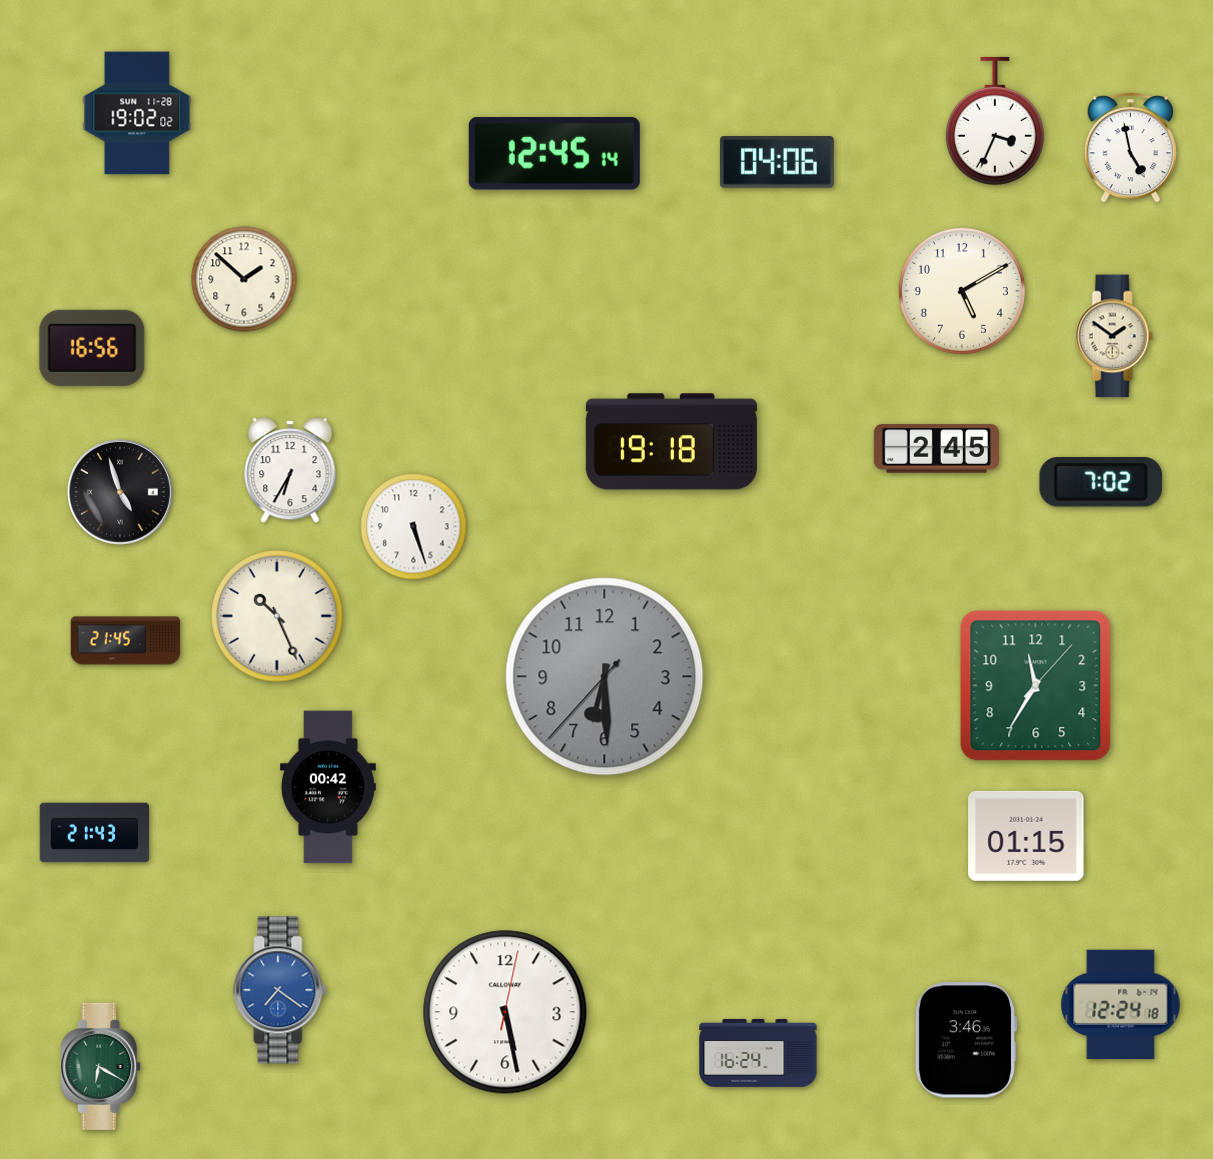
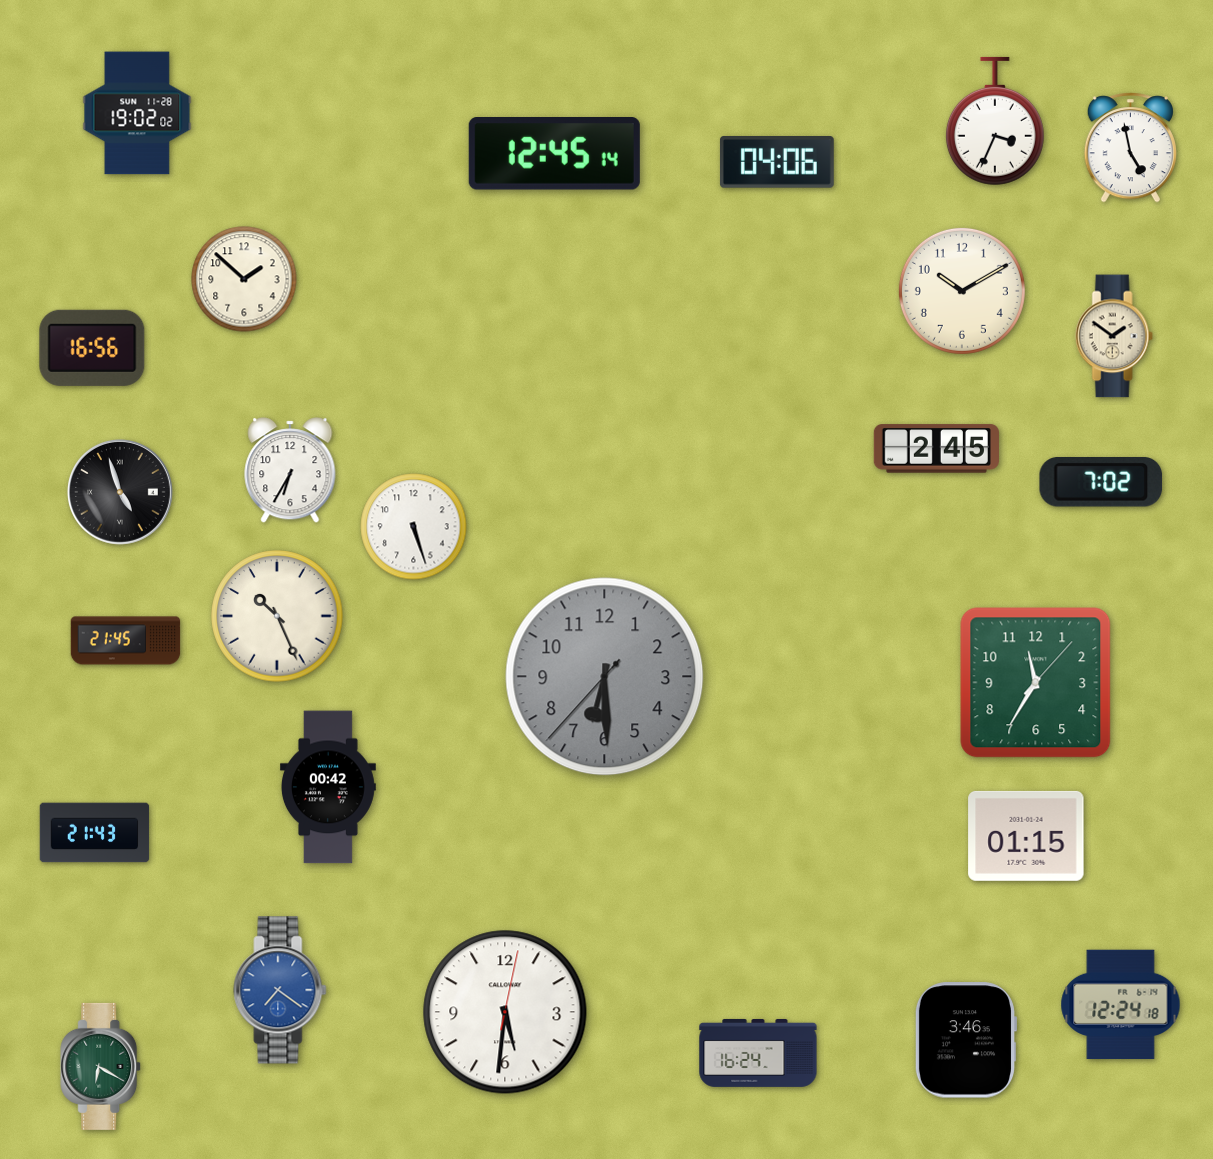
clock at (962, 291): 5:10 -> 10:10
clock at (671, 442): 19:18 -> none
clock at (1036, 686) position: (1036, 686) -> (1036, 683)
clock at (505, 1012): 5:28 -> 5:31
